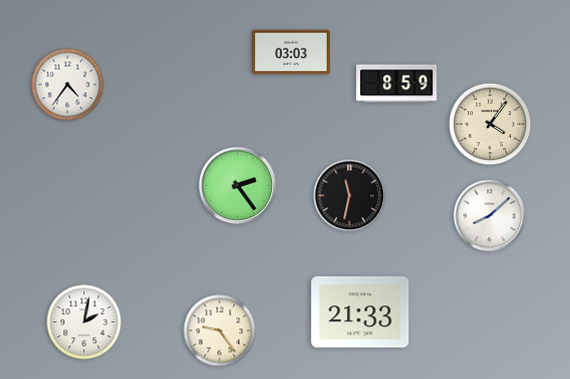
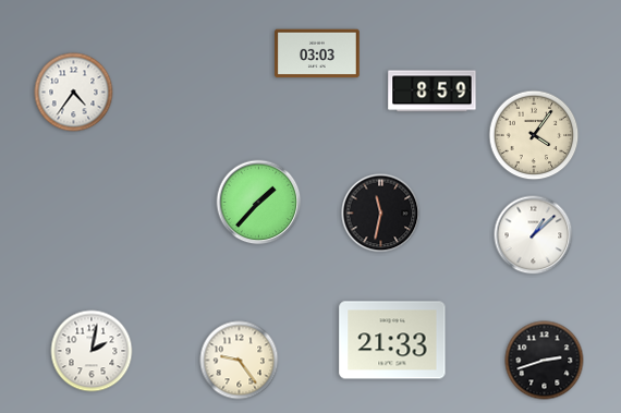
clock at (291, 52) position: (291, 52) -> (317, 53)
clock at (238, 186): 2:24 -> 1:37
clock at (490, 216): 8:08 -> 1:08
clock at (545, 361): none -> 2:42
